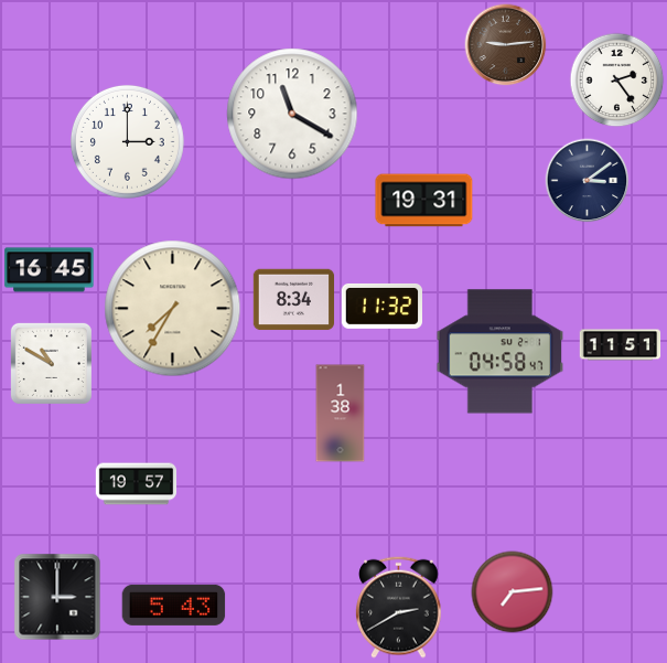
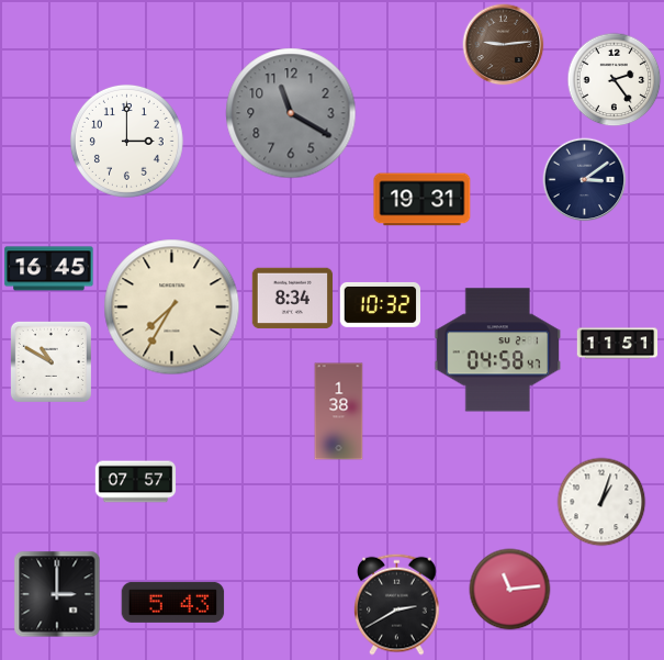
clock at (292, 114) dial: white -> grey
clock at (381, 306): 11:32 -> 10:32
clock at (137, 484): 19:57 -> 07:57
clock at (601, 502): none -> 1:03
clock at (513, 592): 7:14 -> 11:14
